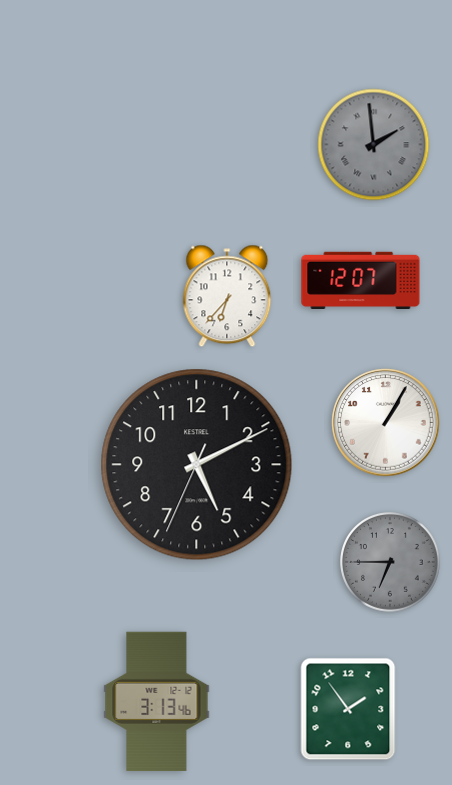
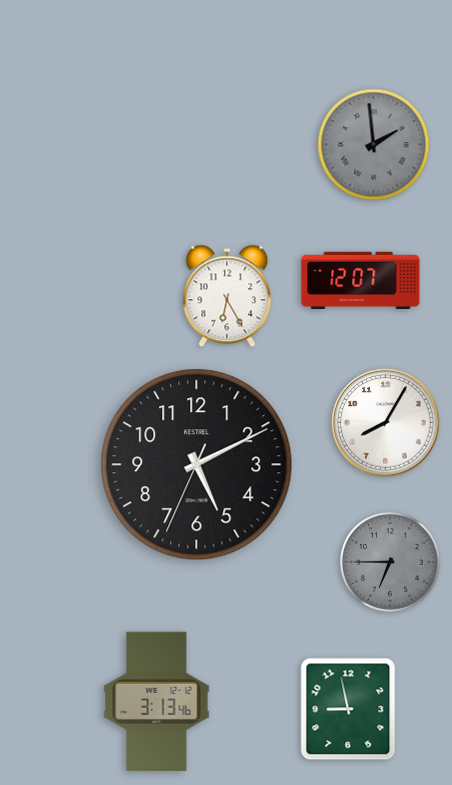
clock at (227, 296): 6:37 -> 6:25
clock at (386, 423): 1:05 -> 8:05
clock at (348, 709): 1:54 -> 8:58
